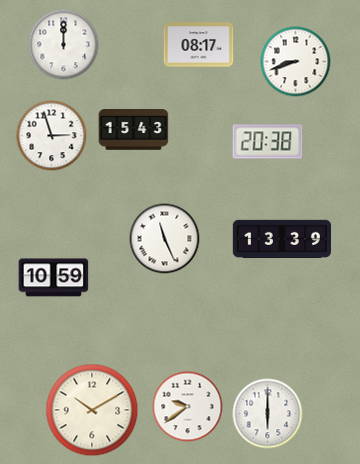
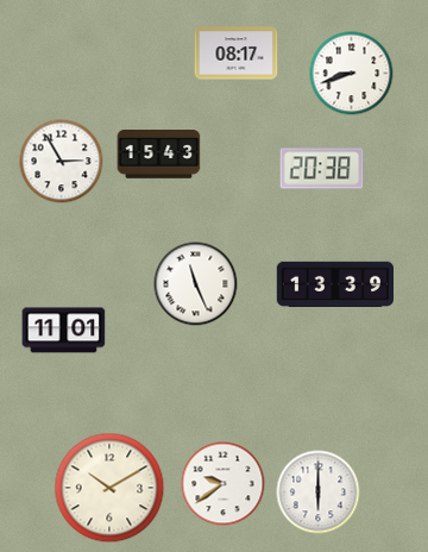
clock at (64, 45): 12:00 -> none
clock at (52, 136): 2:57 -> 2:55
clock at (268, 142) position: (268, 142) -> (322, 169)
clock at (54, 278): 10:59 -> 11:01
